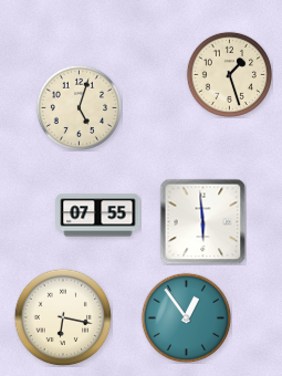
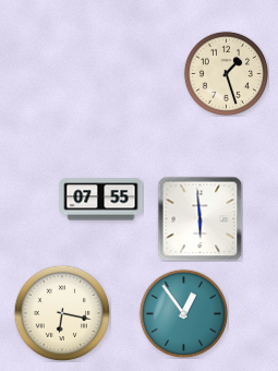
clock at (79, 107): 5:03 -> none
clock at (98, 216) position: (98, 216) -> (101, 200)
